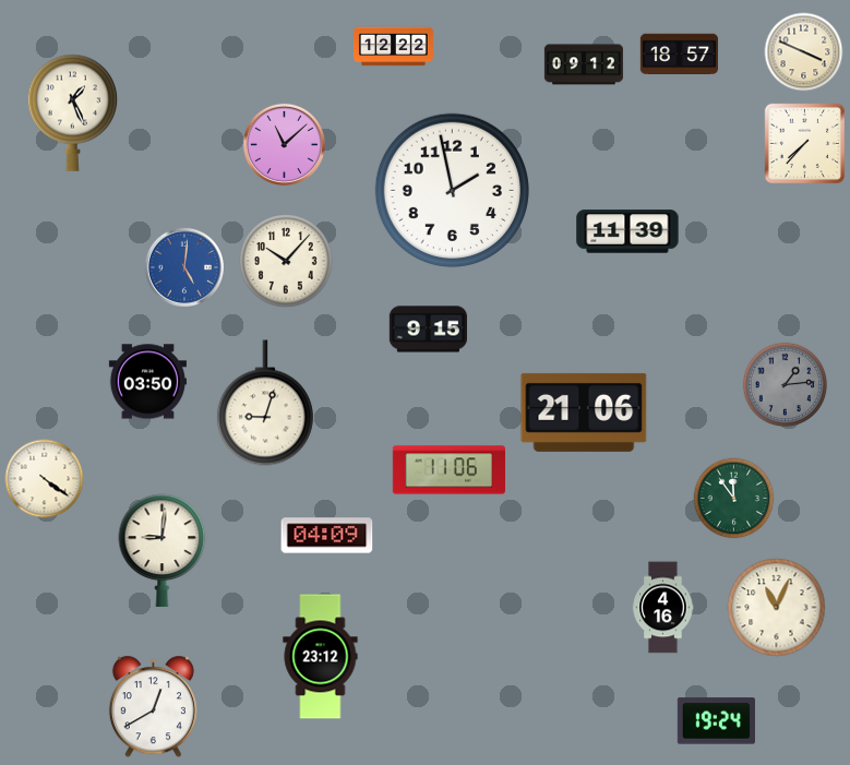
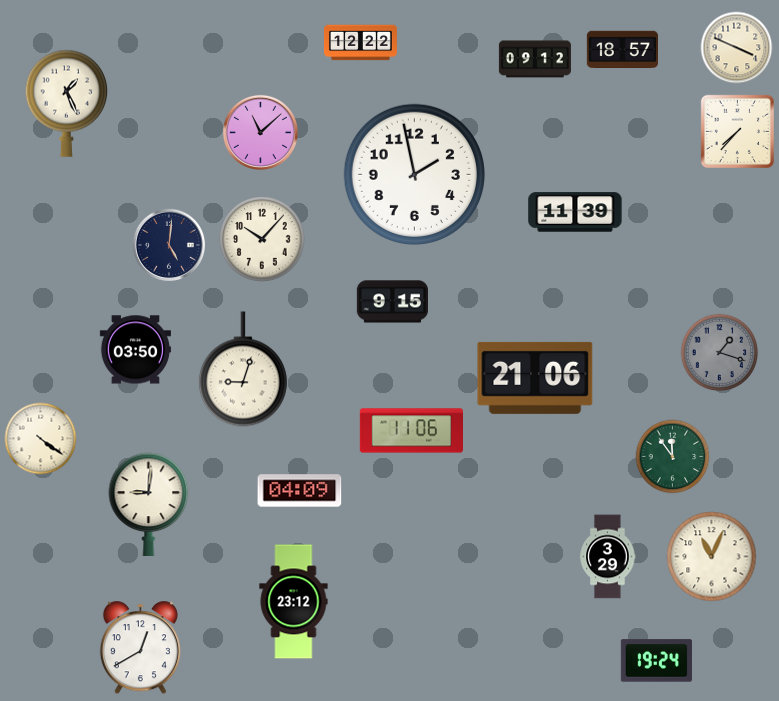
clock at (183, 266) dial: blue -> navy
clock at (786, 385): 1:14 -> 1:18
clock at (663, 608): 4:16 -> 3:29
